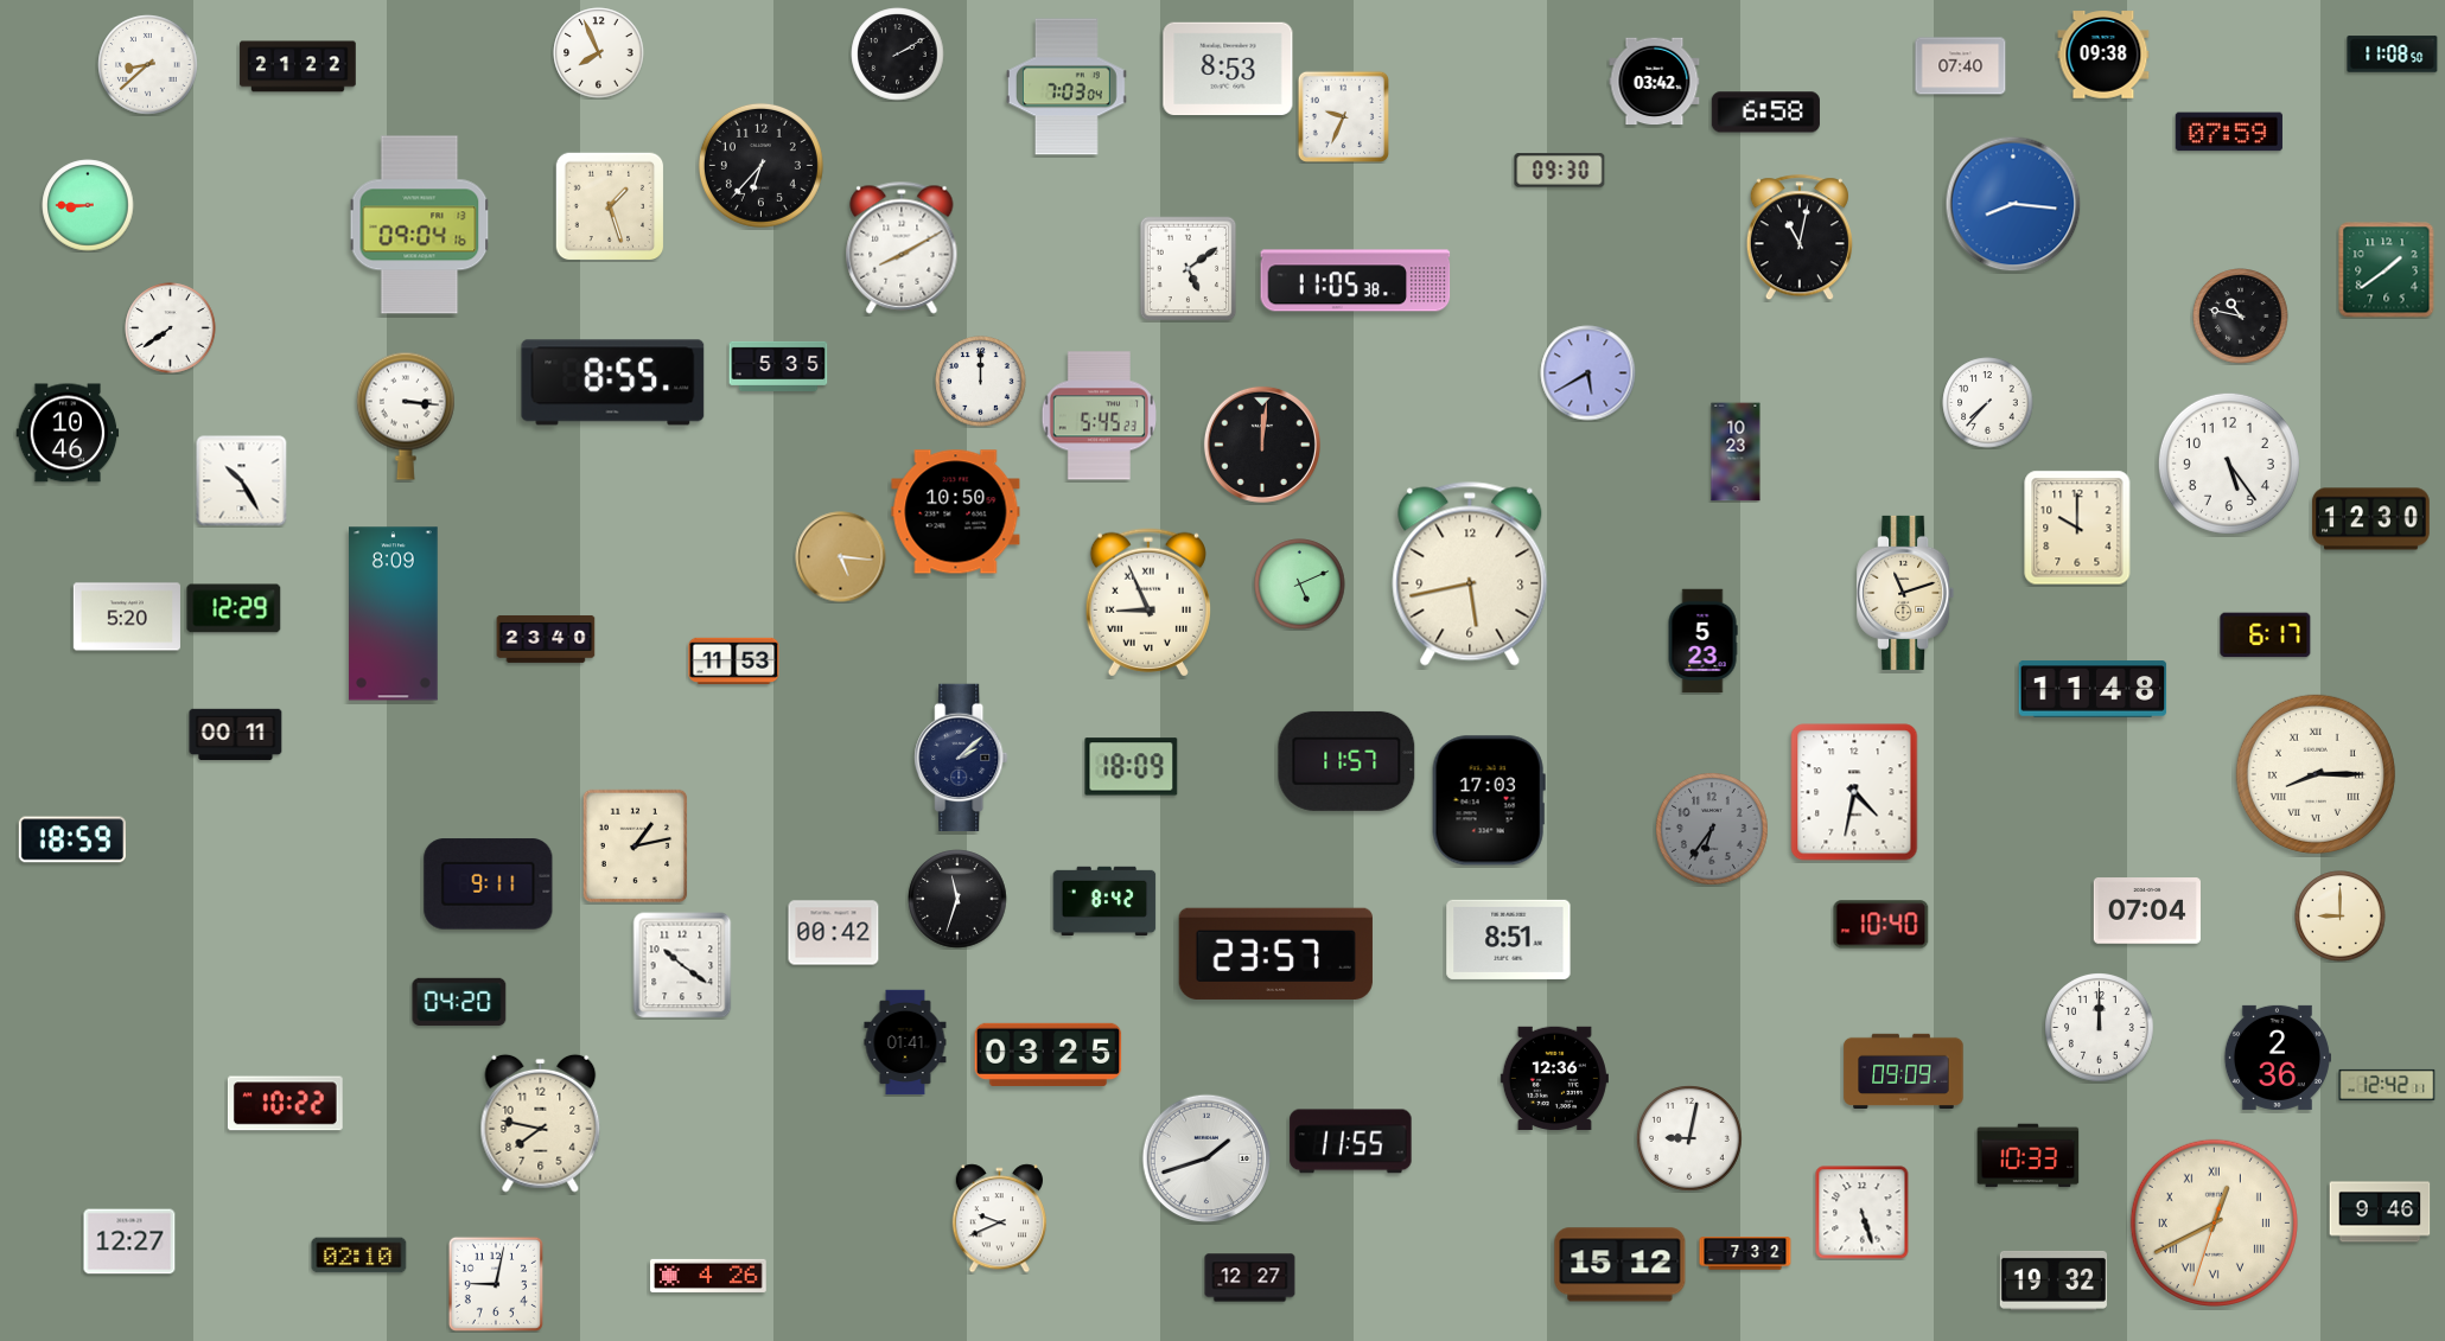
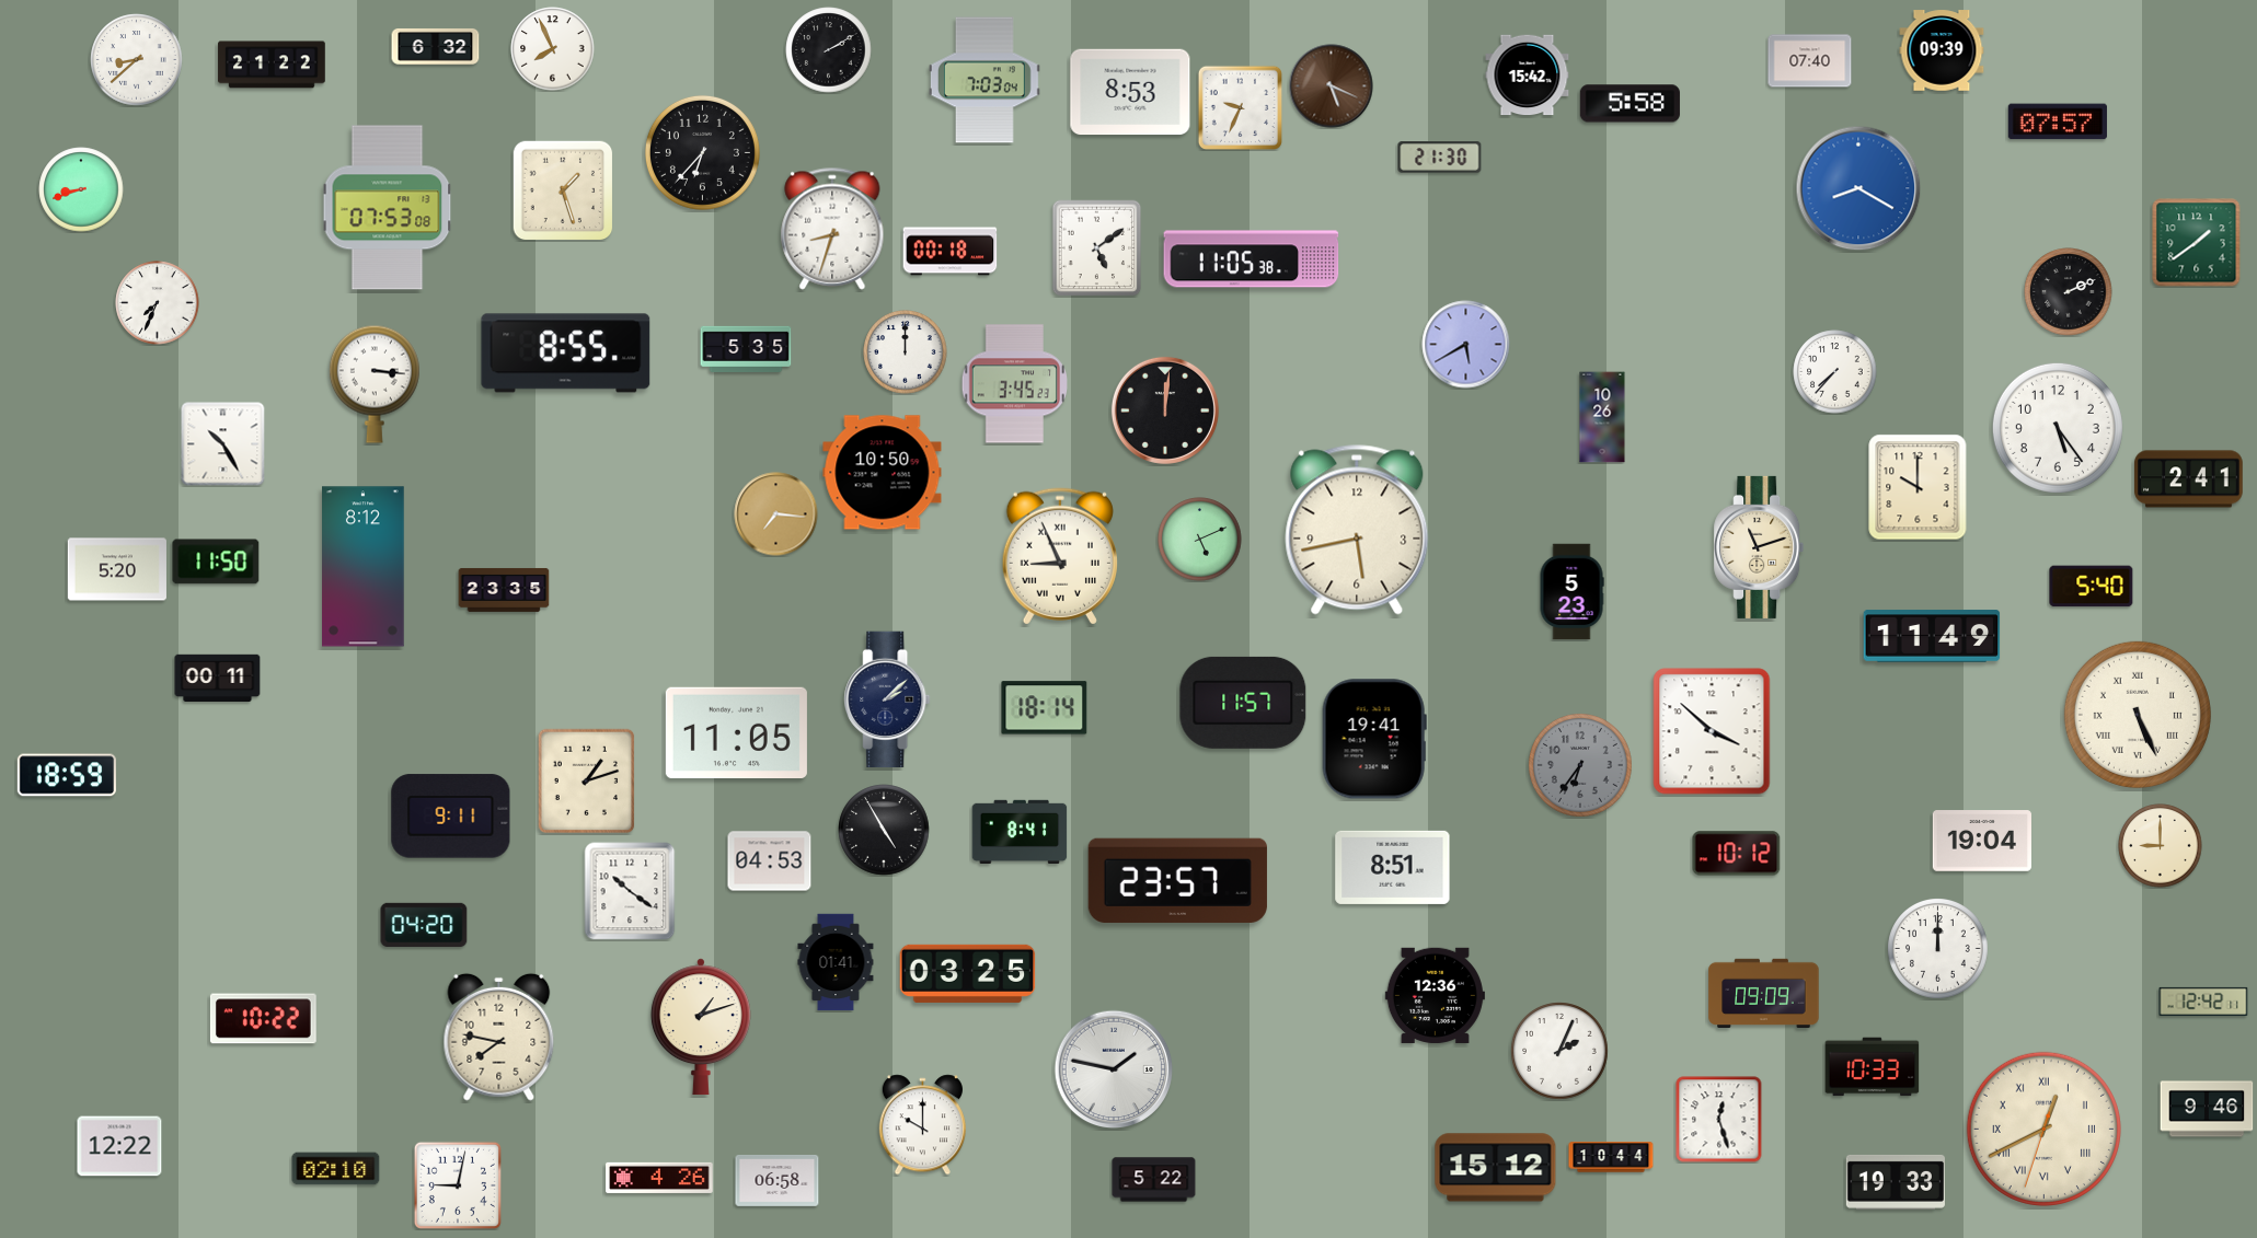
clock at (436, 46): none -> 6:32
clock at (2103, 55): 09:38 -> 09:39
clock at (2393, 55): 11:08 -> none
clock at (298, 66) position: (298, 66) -> (272, 65)
clock at (1228, 69) position: (1228, 69) -> (1130, 92)
clock at (1655, 82): 03:42 -> 15:42
clock at (1332, 86): none -> 5:19
clock at (1765, 113): 6:58 -> 5:58
clock at (2229, 132): 07:59 -> 07:57
clock at (1560, 171): 09:30 -> 21:30
clock at (2013, 204): 8:16 -> 8:20
clock at (88, 205): 8:45 -> 8:42
clock at (420, 225): 09:04 -> 07:53
clock at (1800, 238): 11:02 -> none
clock at (902, 248): 8:10 -> 8:33
clock at (2387, 270) position: (2387, 270) -> (2197, 243)
clock at (951, 252): none -> 00:18
clock at (2241, 317): 10:47 -> 2:11
clock at (171, 328): 7:39 -> 7:34
clock at (778, 366) position: (778, 366) -> (746, 349)
clock at (1099, 416): 5:45 -> 3:45
clock at (68, 433): 10:46 -> none
clock at (1736, 452): 10:23 -> 10:26
clock at (2371, 519): 12:30 -> 2:41
clock at (841, 557): 5:16 -> 7:16
clock at (234, 608): 12:29 -> 11:50
clock at (394, 614): 8:09 -> 8:12
clock at (2266, 636): 6:17 -> 5:40
clock at (546, 639): 23:40 -> 23:35
clock at (734, 660): 11:53 -> none
clock at (2093, 689): 11:48 -> 11:49
clock at (1132, 767): 18:09 -> 18:14
clock at (2316, 774): 8:15 -> 5:26
clock at (1854, 792): 4:32 -> 3:52
clock at (736, 732): none -> 11:05
clock at (1489, 800): 17:03 -> 19:41
clock at (636, 847): 1:13 -> 1:12
clock at (957, 899): 11:33 -> 4:55
clock at (1104, 900): 8:42 -> 8:41
clock at (2147, 911): 07:04 -> 19:04
clock at (1881, 925): 10:40 -> 10:12
clock at (834, 933): 00:42 -> 04:53
clock at (2277, 1058): 2:36 -> none
clock at (1904, 1071) position: (1904, 1071) -> (1764, 993)
clock at (701, 1027): none -> 1:12
clock at (1689, 1138): 9:02 -> 2:04
clock at (1351, 1142): 11:55 -> none
clock at (1206, 1158): 1:42 -> 1:47
clock at (2380, 1212) position: (2380, 1212) -> (2207, 1109)
clock at (1863, 1213): 5:27 -> 12:27
clock at (999, 1219): 9:41 -> 10:00
clock at (129, 1241): 12:27 -> 12:22
clock at (1745, 1253): 7:32 -> 10:44
clock at (359, 1256) position: (359, 1256) -> (336, 1169)
clock at (708, 1276) position: (708, 1276) -> (659, 1178)
clock at (1250, 1278): 12:27 -> 5:22
clock at (778, 1181): none -> 06:58
clock at (2054, 1281): 19:32 -> 19:33
